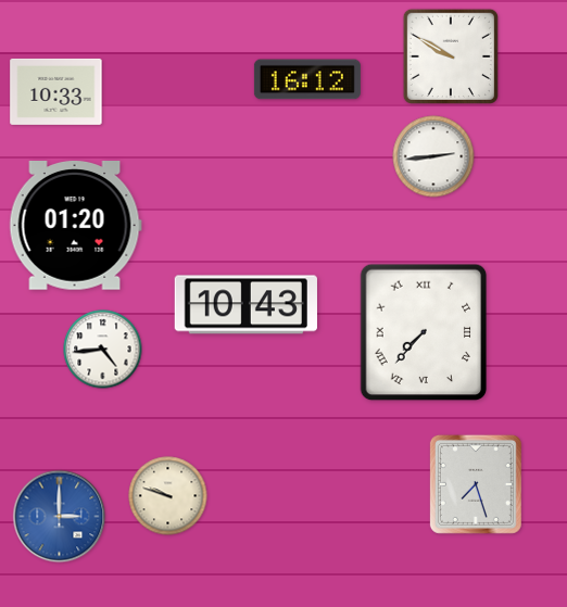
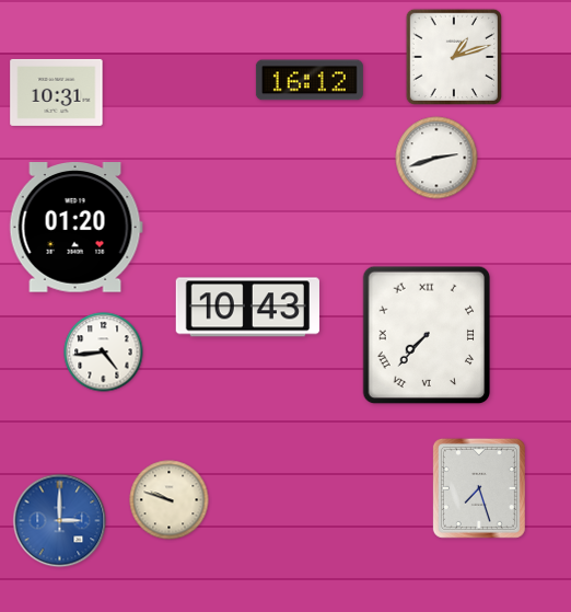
clock at (451, 56): 9:50 -> 1:12
clock at (56, 91): 10:33 -> 10:31
clock at (433, 156): 2:44 -> 2:42
